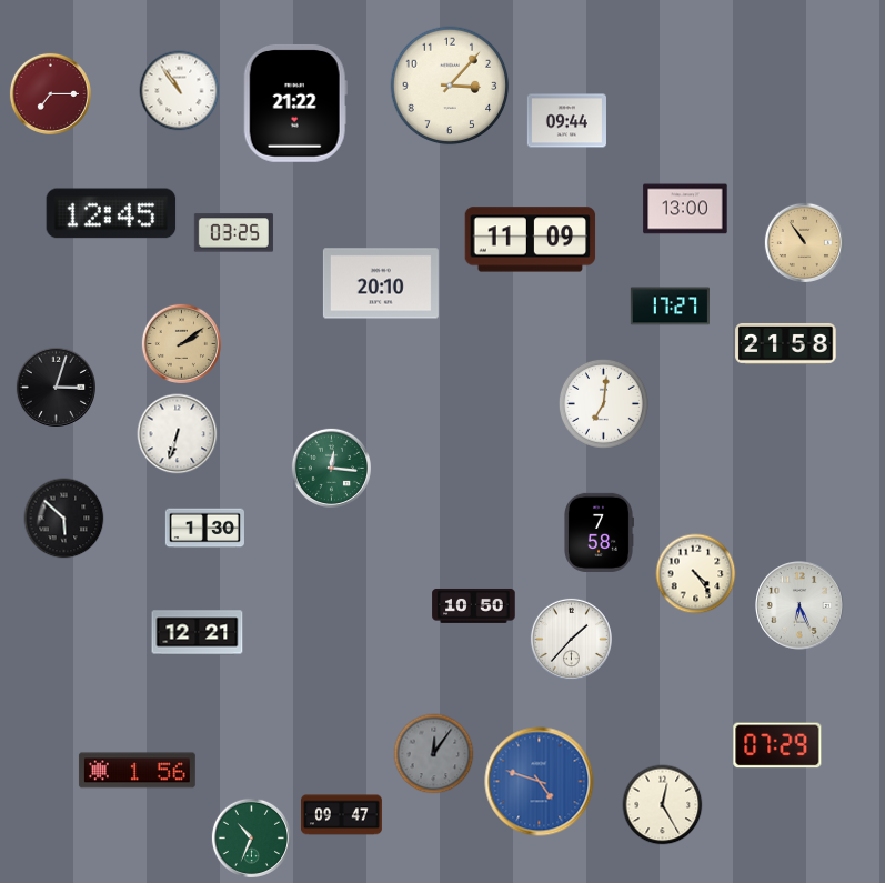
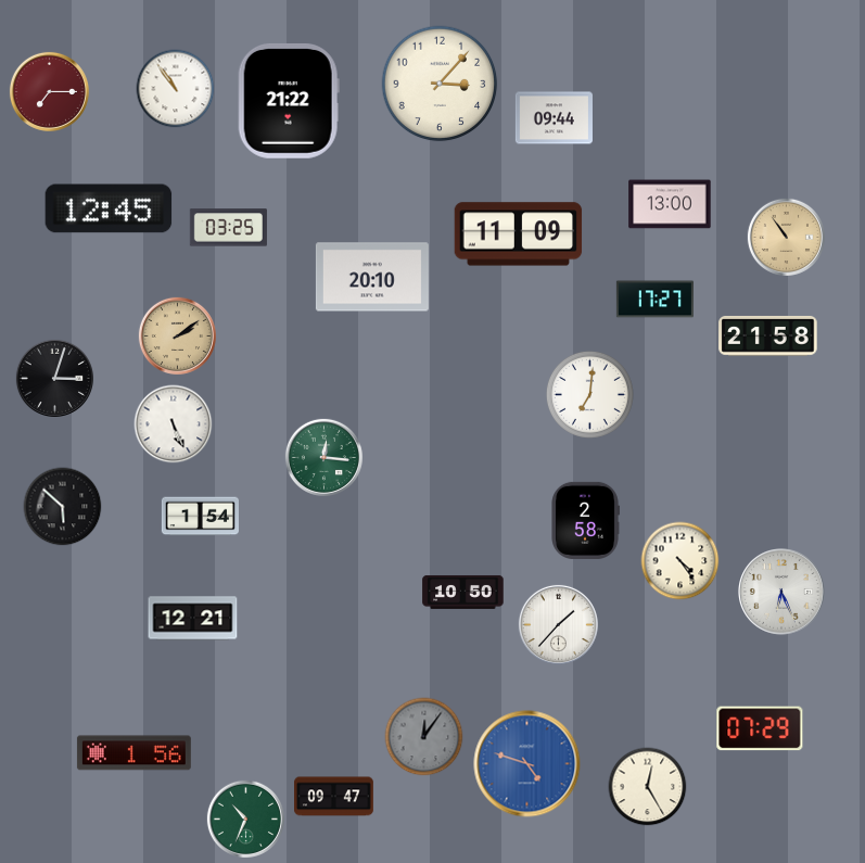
clock at (178, 434): 6:33 -> 5:26
clock at (204, 529): 1:30 -> 1:54
clock at (599, 532): 7:58 -> 2:58
